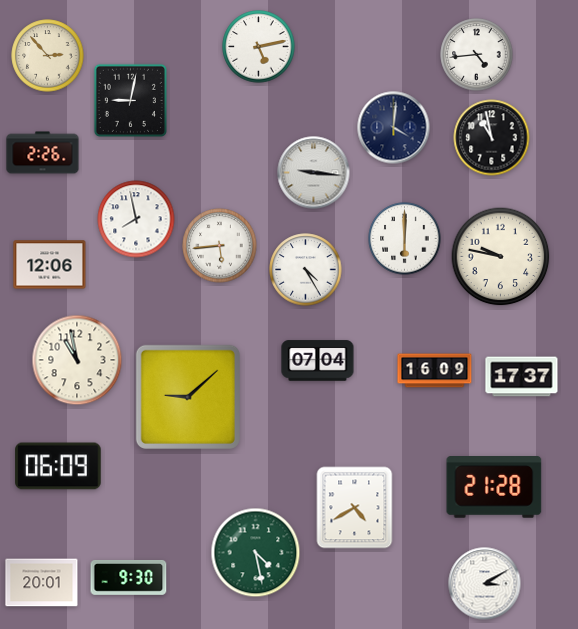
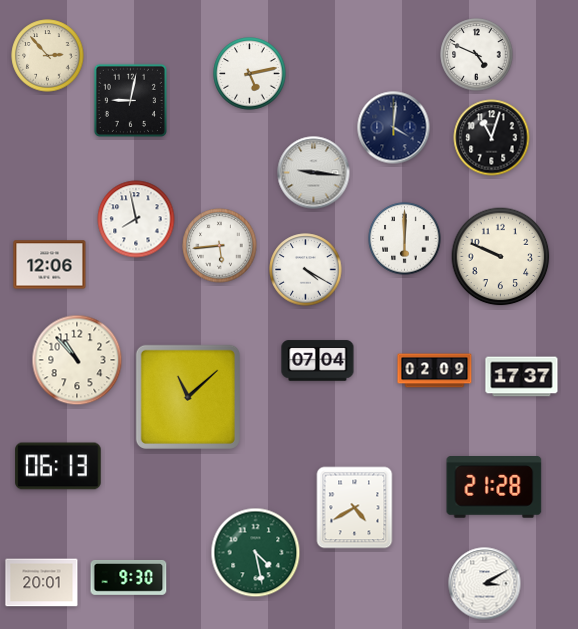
clock at (259, 47) position: (259, 47) -> (250, 74)
clock at (477, 55): 4:44 -> 4:49
clock at (492, 138): 10:58 -> 11:03
clock at (43, 153): 2:26 -> none
clock at (501, 257): 9:47 -> 9:49
clock at (306, 270): 4:25 -> 4:20
clock at (77, 360): 10:58 -> 10:53
clock at (435, 371): 16:09 -> 02:09
clock at (188, 397): 9:08 -> 11:08
clock at (58, 466): 06:09 -> 06:13
